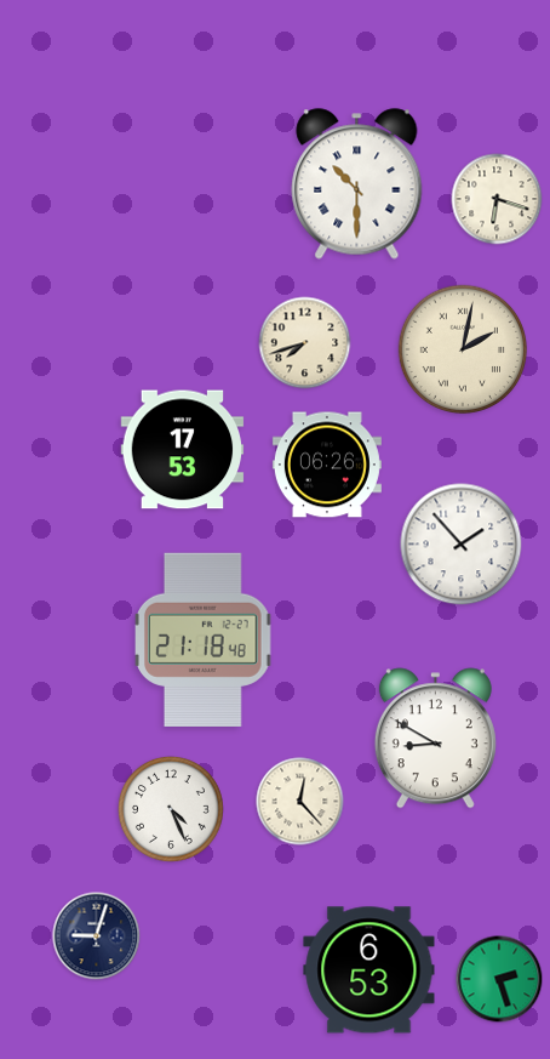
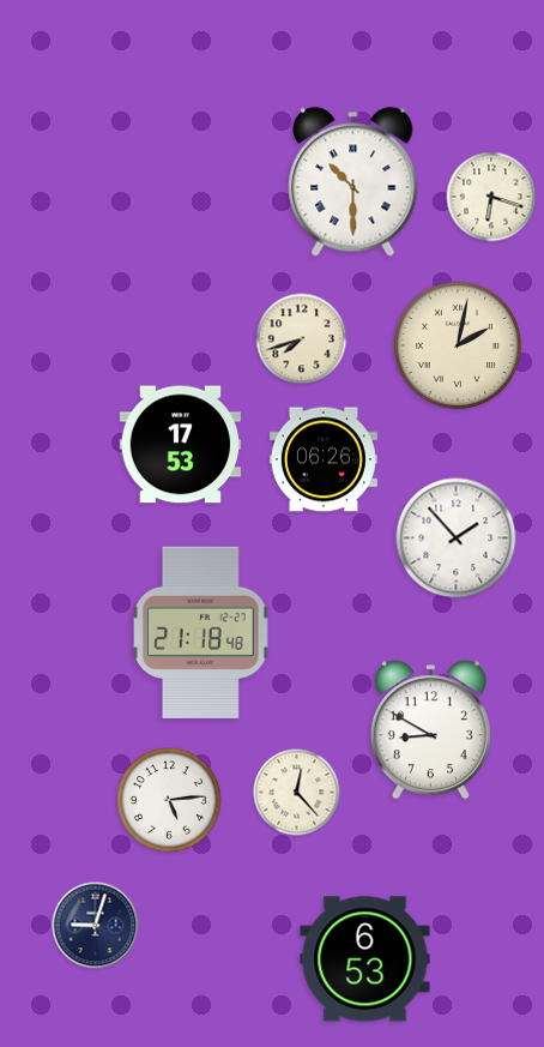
clock at (171, 809): 4:26 -> 5:14
clock at (499, 979): 2:27 -> none
